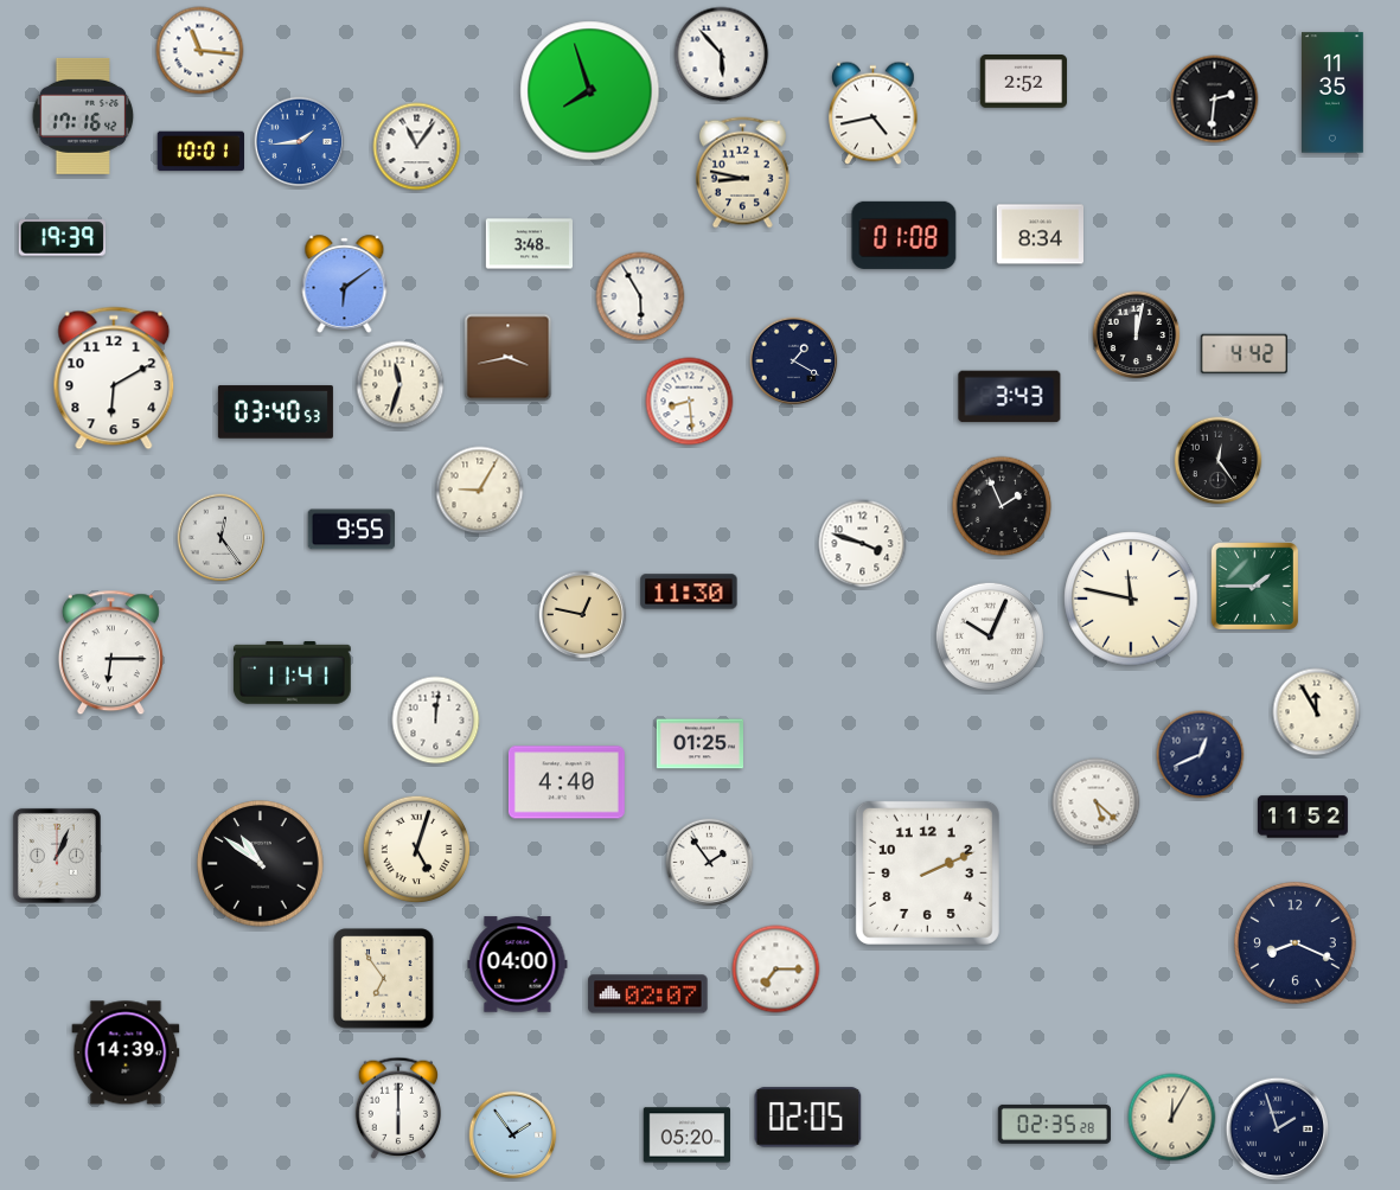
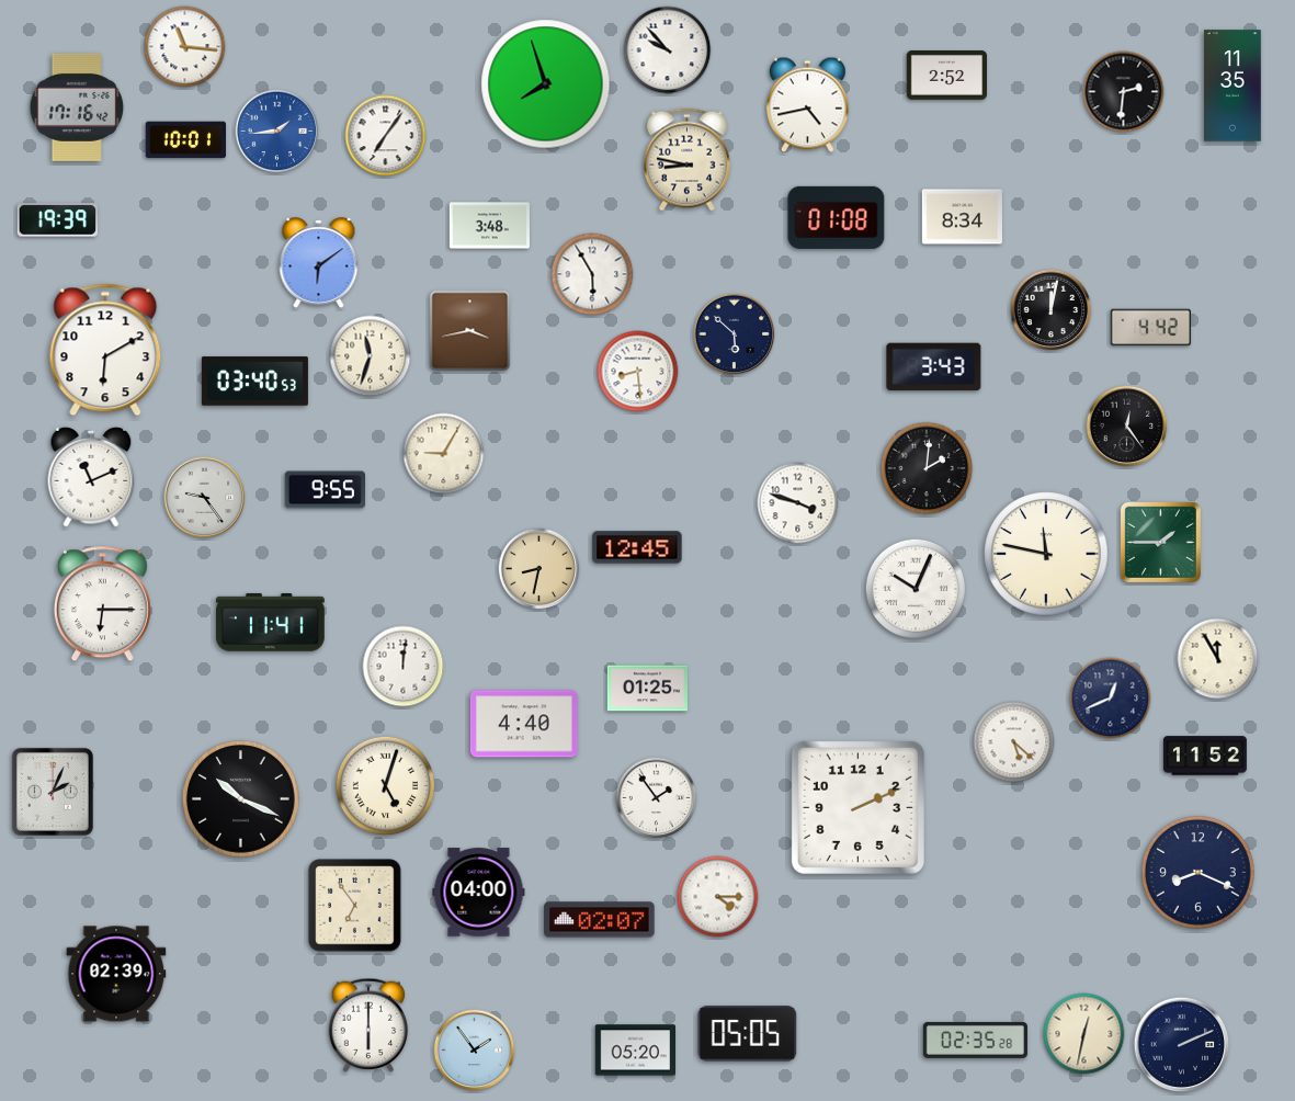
clock at (722, 55): 5:53 -> 9:53
clock at (417, 147): 11:06 -> 7:06
clock at (794, 362): 1:20 -> 5:52
clock at (1002, 506): 1:56 -> 2:01
clock at (91, 477): none -> 11:11
clock at (222, 538): 12:24 -> 9:24
clock at (689, 591): 11:30 -> 12:45
clock at (583, 615): 12:47 -> 8:32
clock at (57, 856): 1:04 -> 2:04
clock at (261, 864): 10:51 -> 10:19
clock at (776, 970): 7:15 -> 4:15
clock at (126, 1053): 14:39 -> 02:39
clock at (808, 1118): 02:05 -> 05:05
clock at (1172, 1118): 12:05 -> 12:32
clock at (1278, 1130): 1:57 -> 2:11
